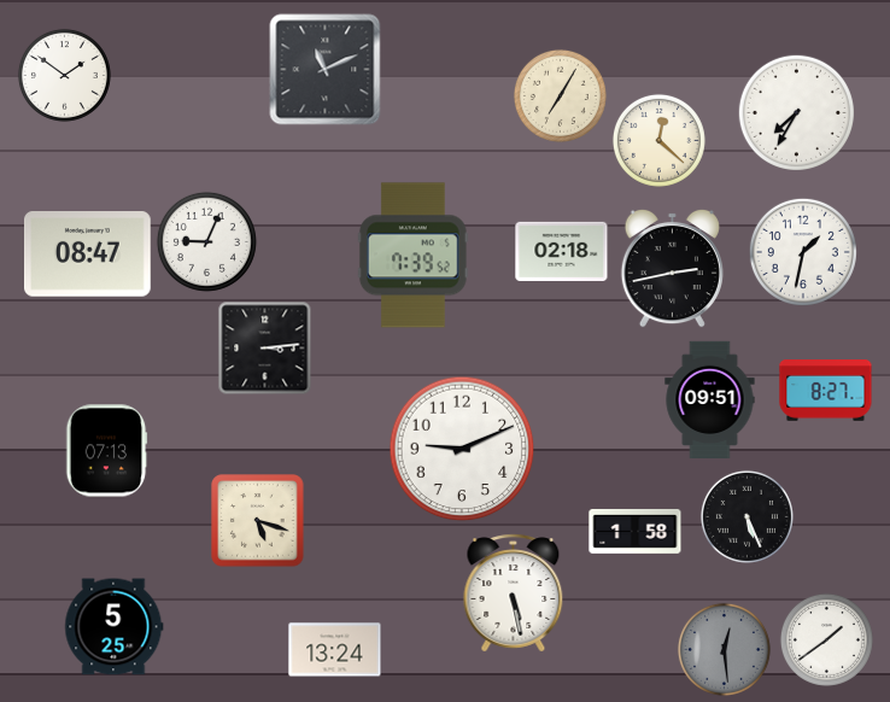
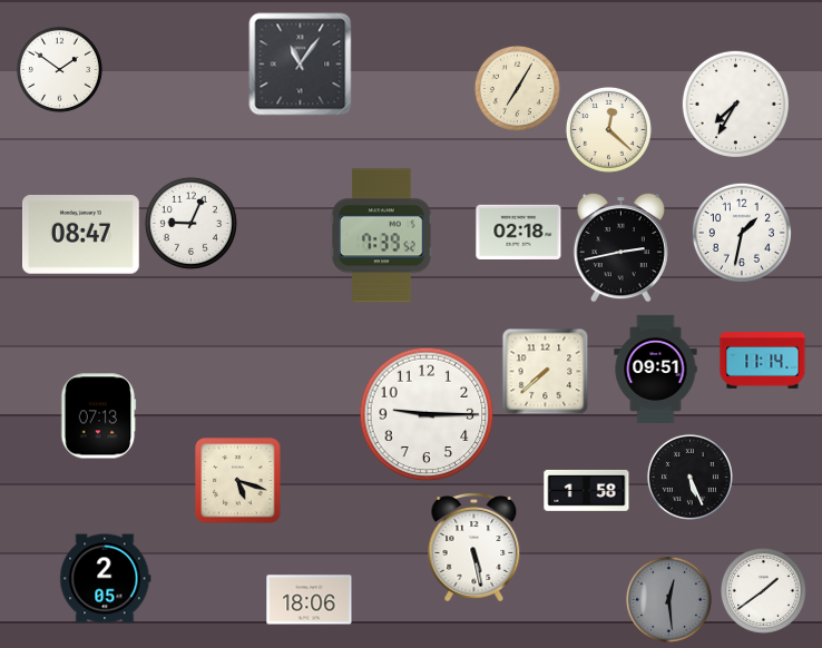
clock at (326, 70): 11:11 -> 11:06
clock at (264, 347): 3:14 -> none
clock at (826, 391): 8:27 -> 11:14
clock at (545, 371): none -> 7:38
clock at (462, 449): 9:11 -> 9:15
clock at (115, 627): 5:25 -> 2:05
clock at (335, 650): 13:24 -> 18:06
